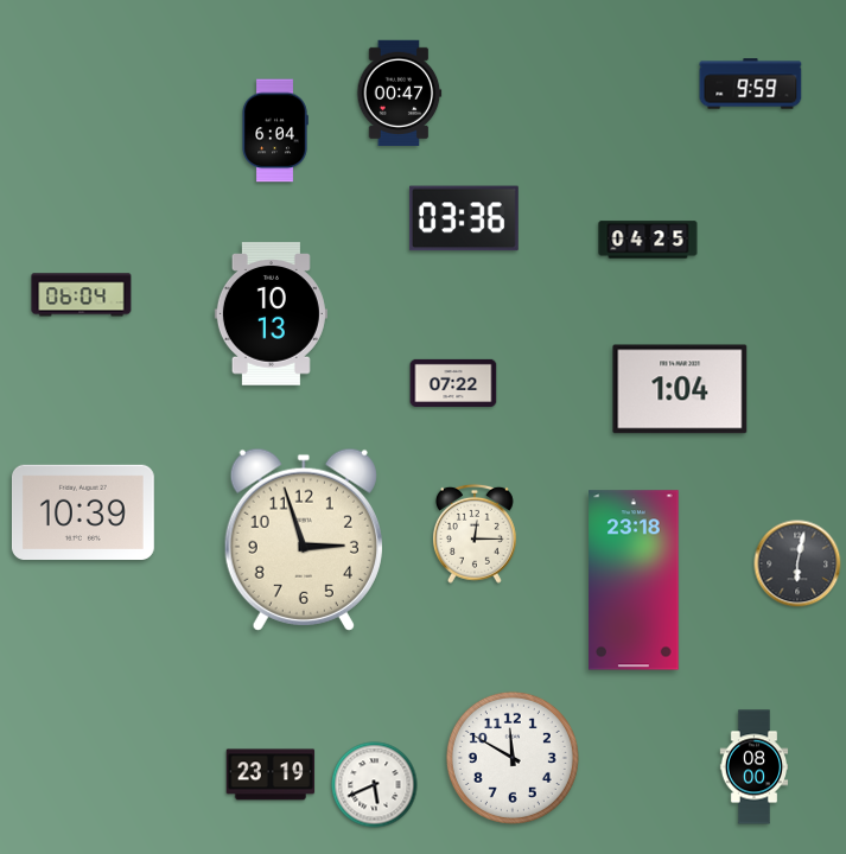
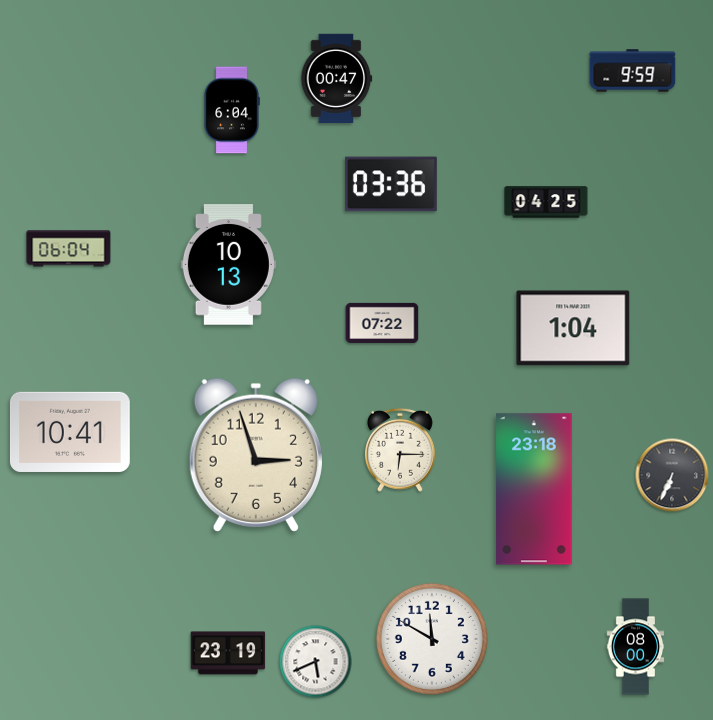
clock at (83, 512): 10:39 -> 10:41
clock at (475, 534): 12:15 -> 6:15
clock at (797, 563): 6:02 -> 6:34
